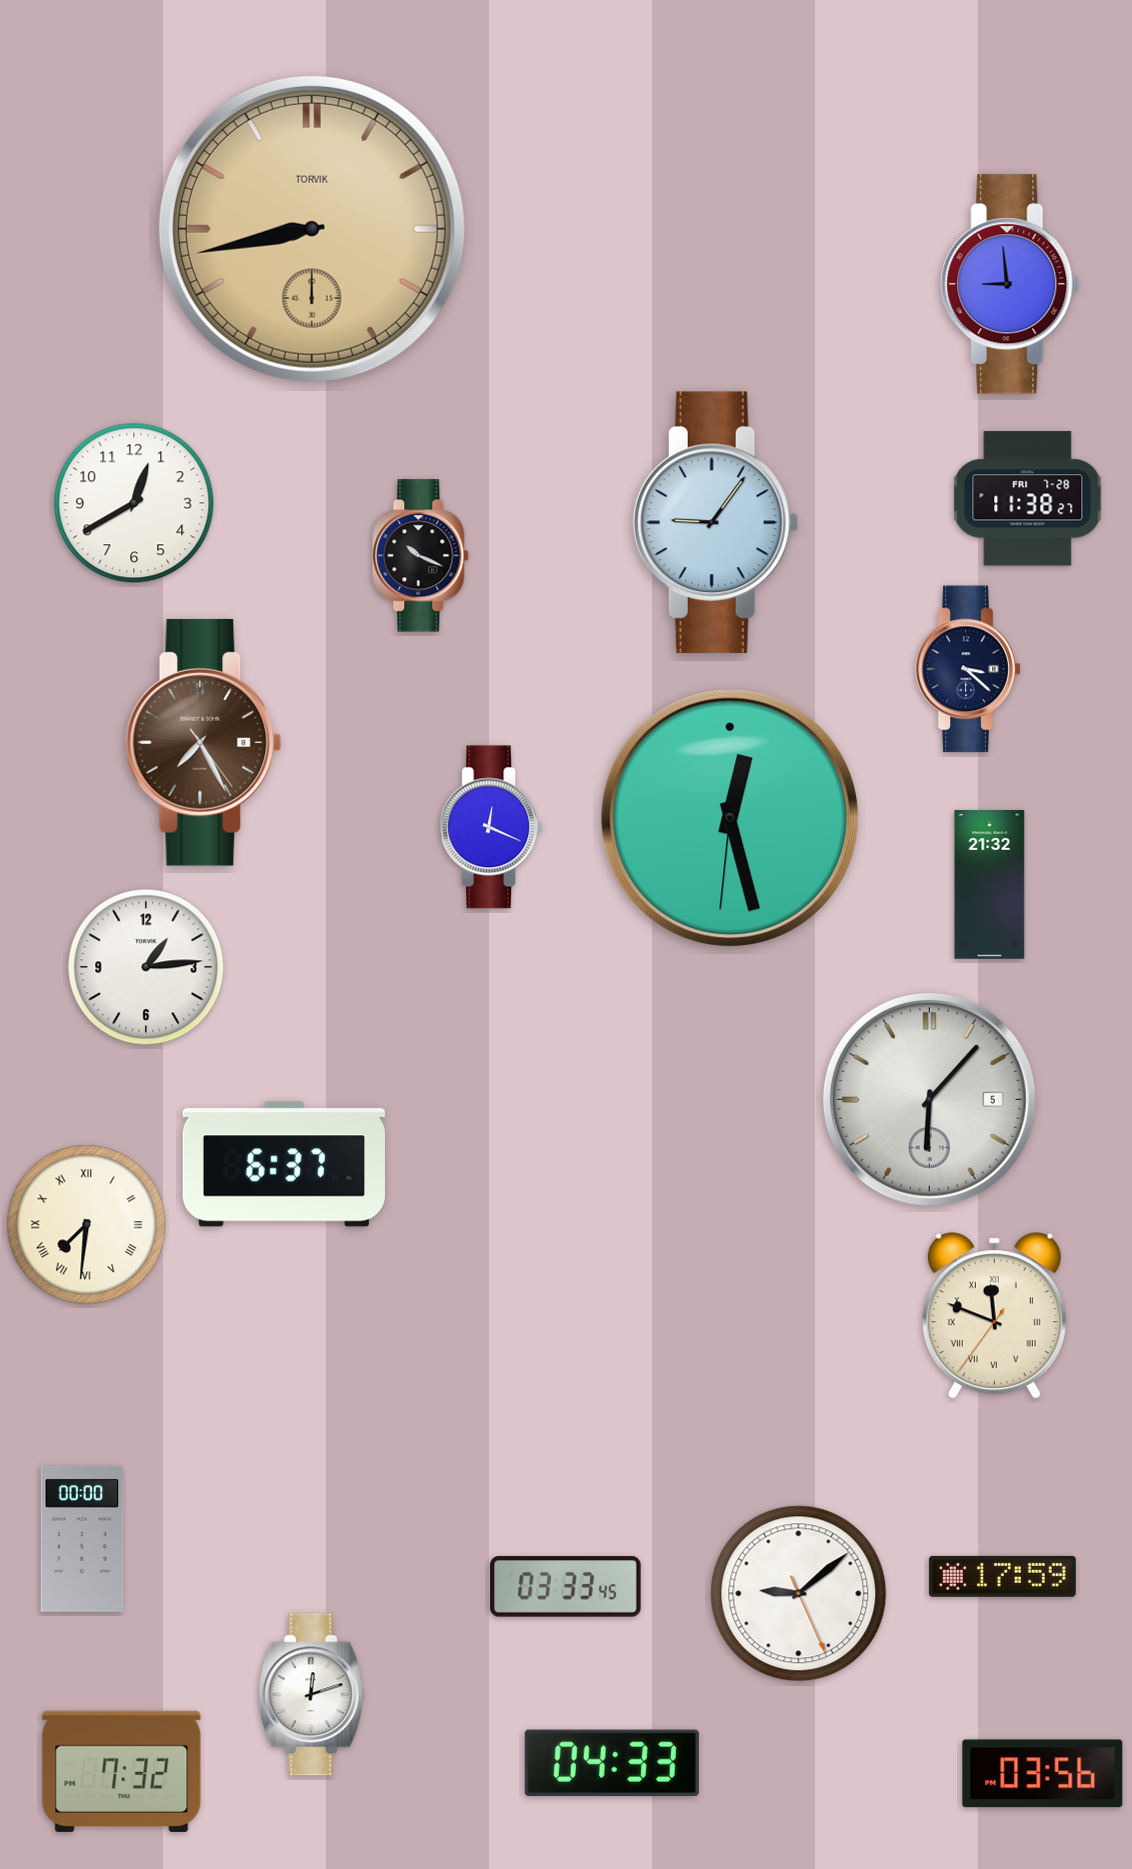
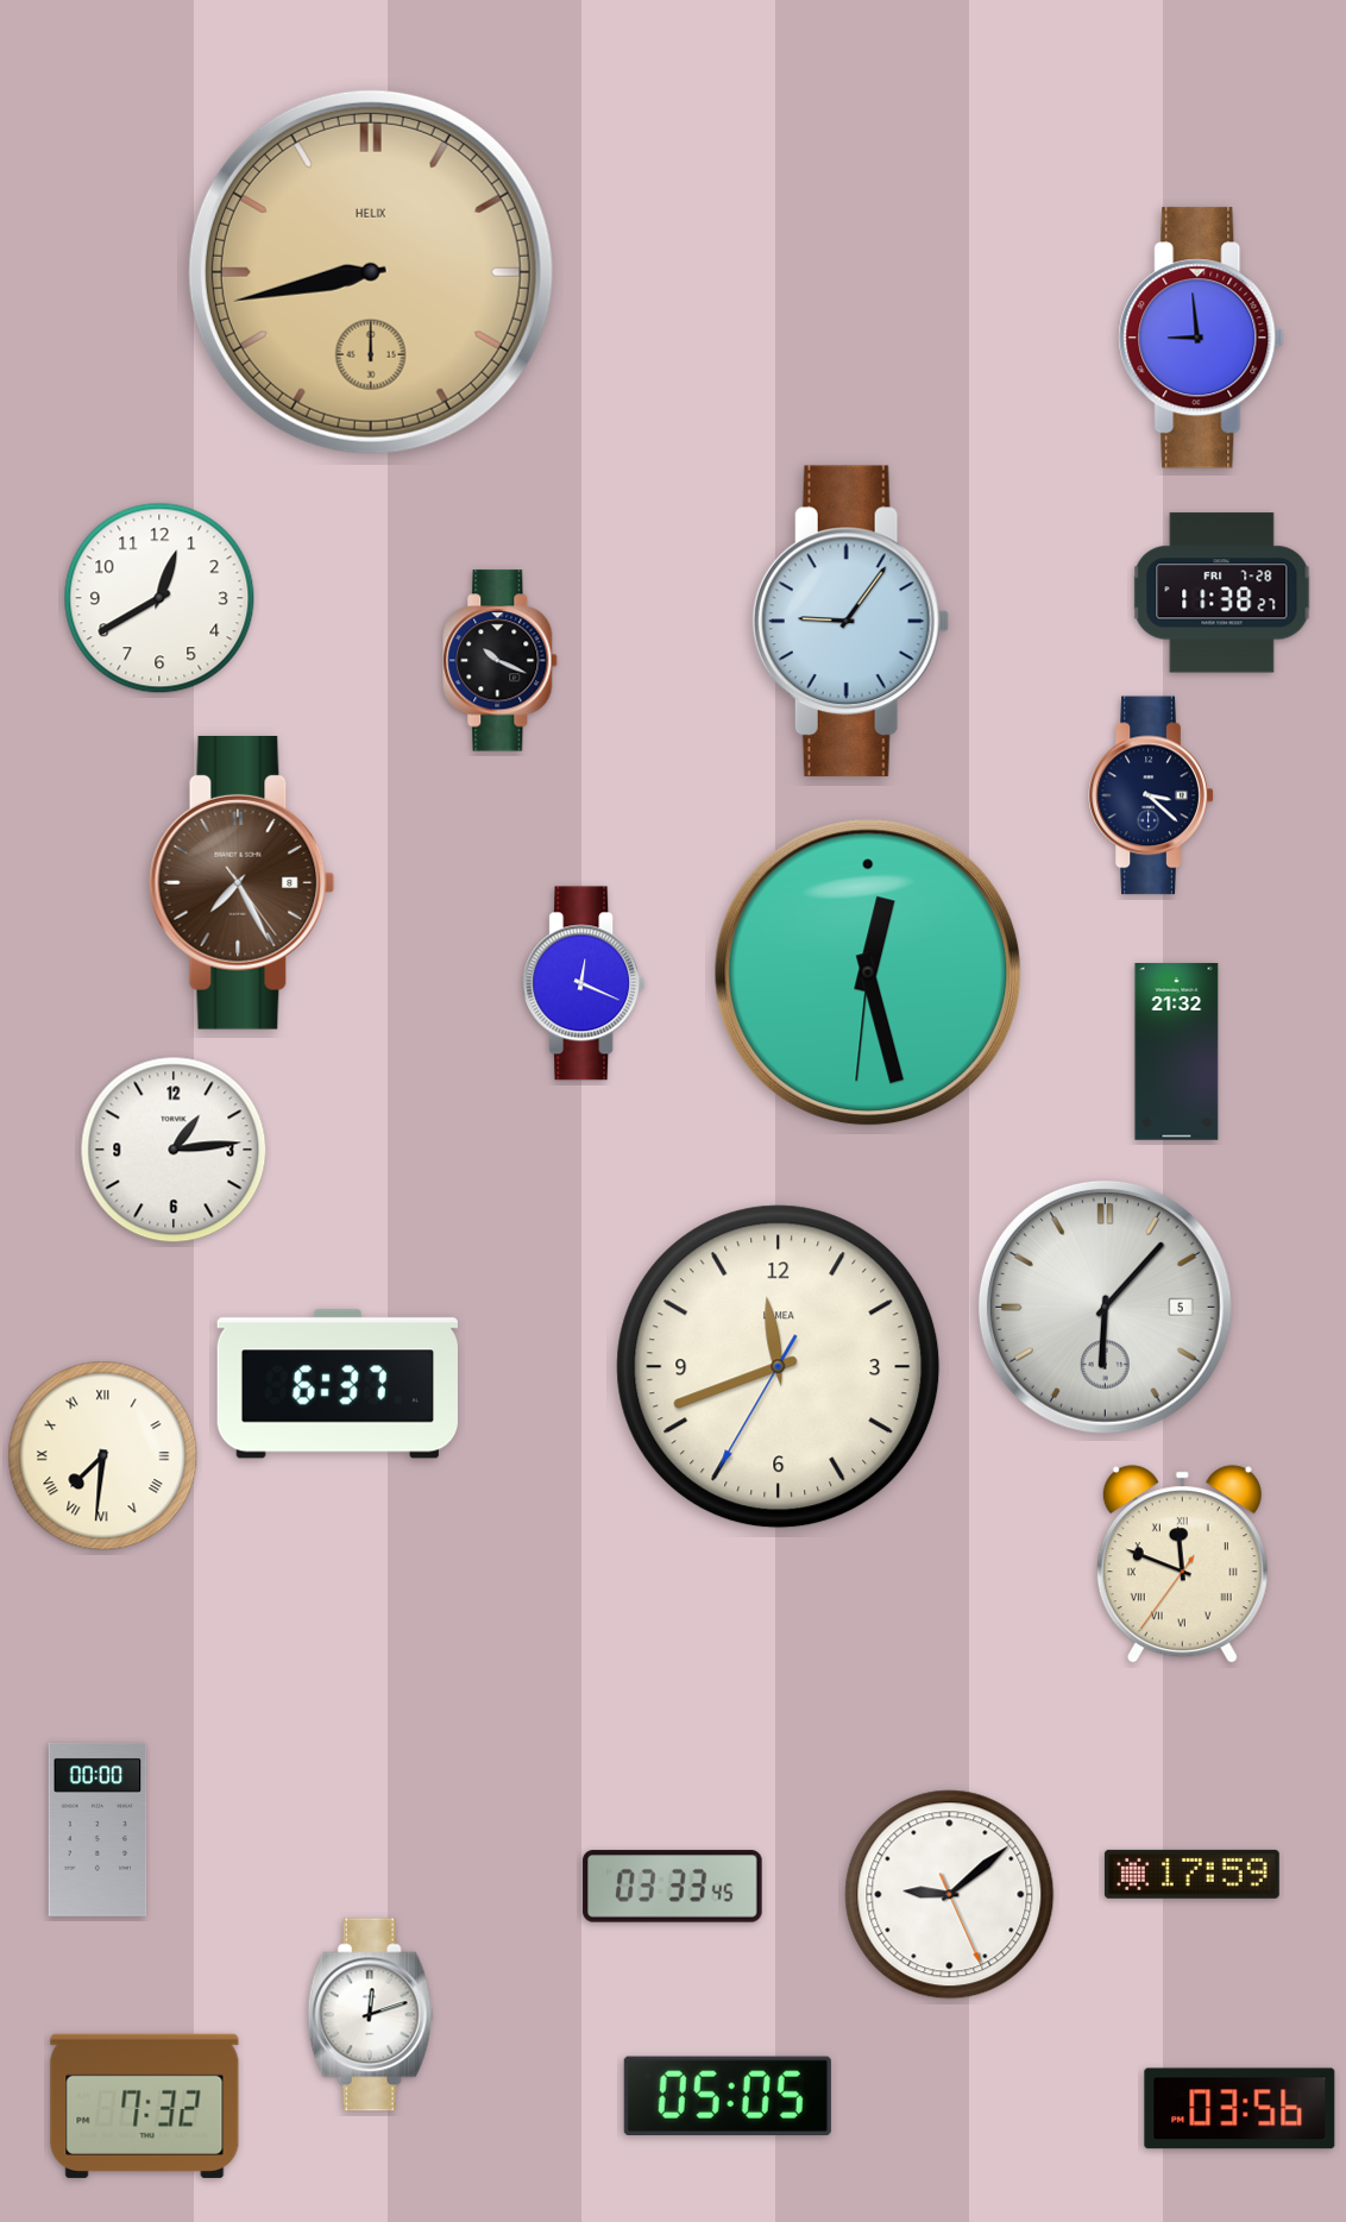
clock at (312, 229) brand: TORVIK -> HELIX
clock at (779, 1367): none -> 11:41
clock at (612, 1762): 04:33 -> 05:05
